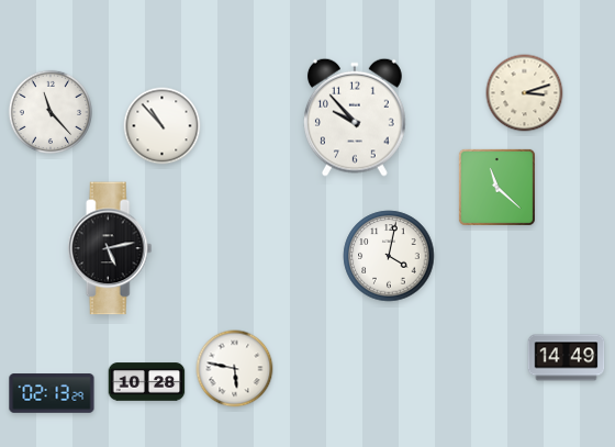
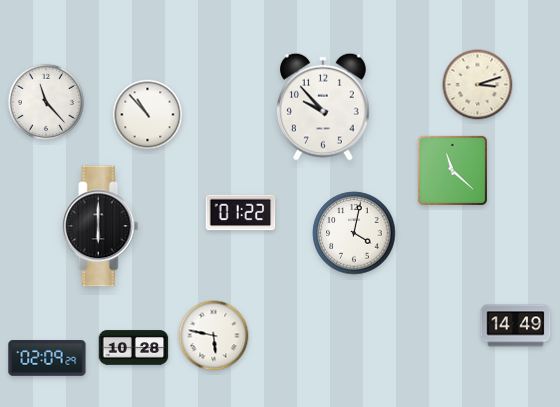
clock at (241, 213): none -> 01:22
clock at (110, 248): 5:13 -> 6:00
clock at (52, 393): 02:13 -> 02:09
